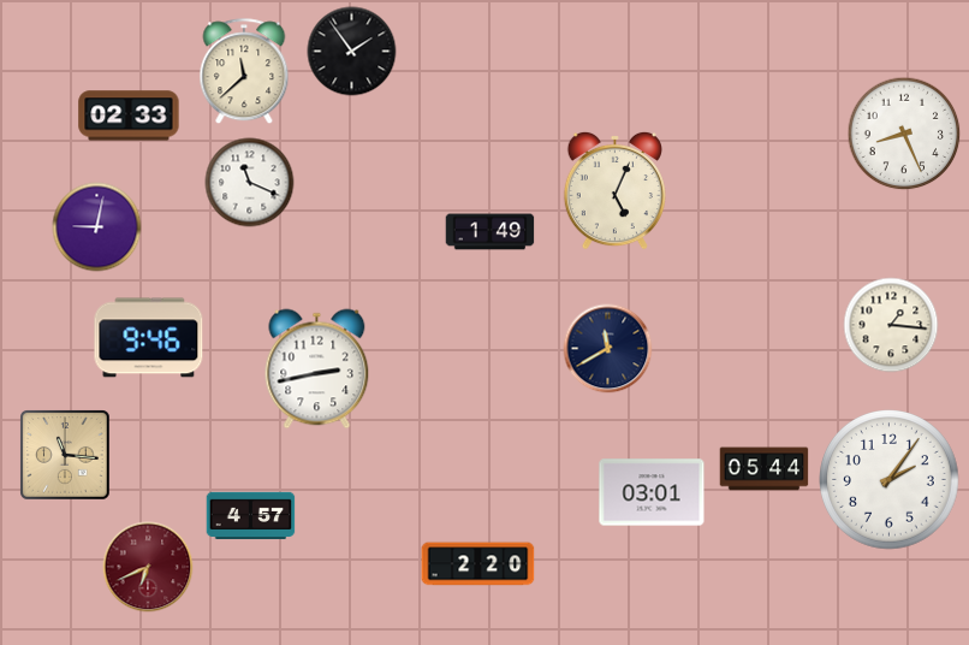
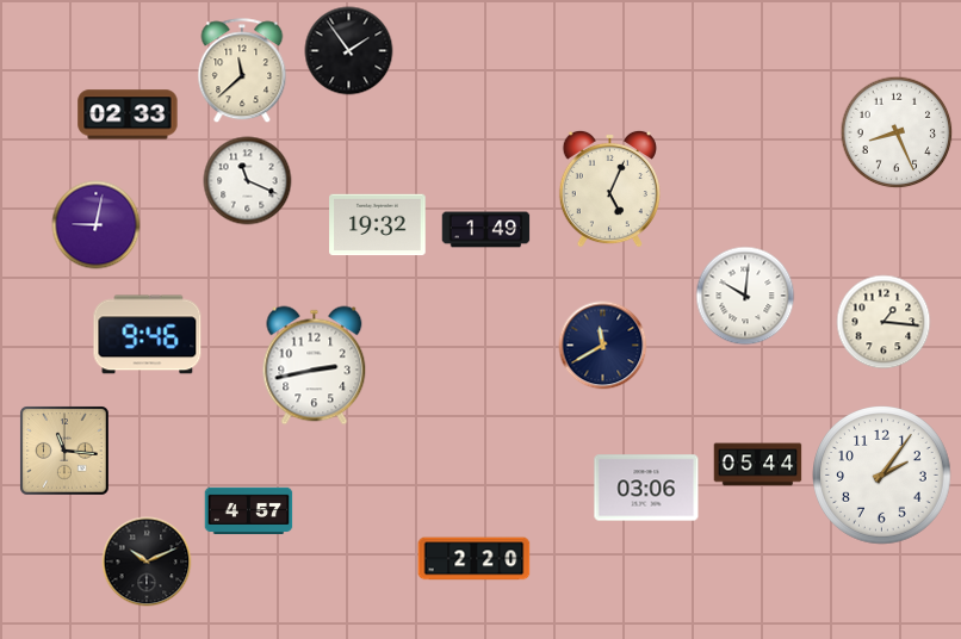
clock at (378, 225): none -> 19:32
clock at (745, 296): none -> 10:01
clock at (652, 492): 03:01 -> 03:06
clock at (148, 567): 6:41 -> 10:11
clock at (148, 567) dial: burgundy -> black
